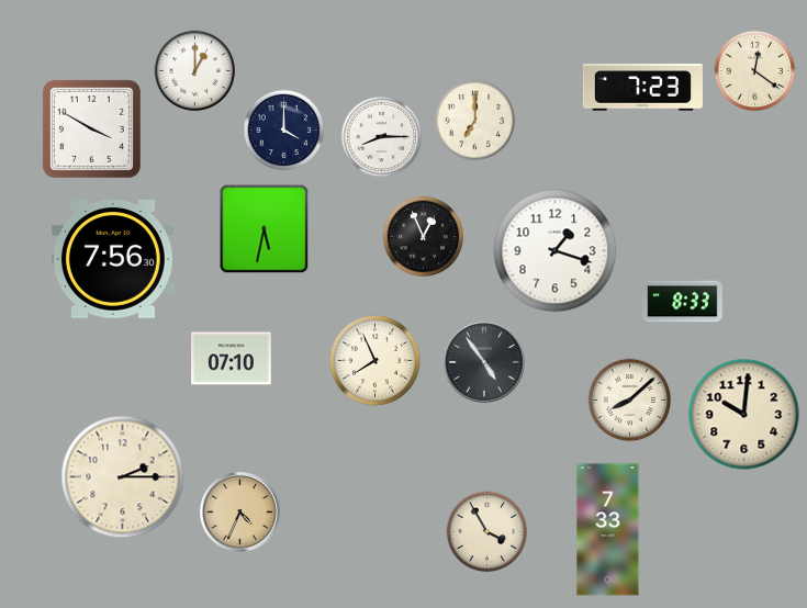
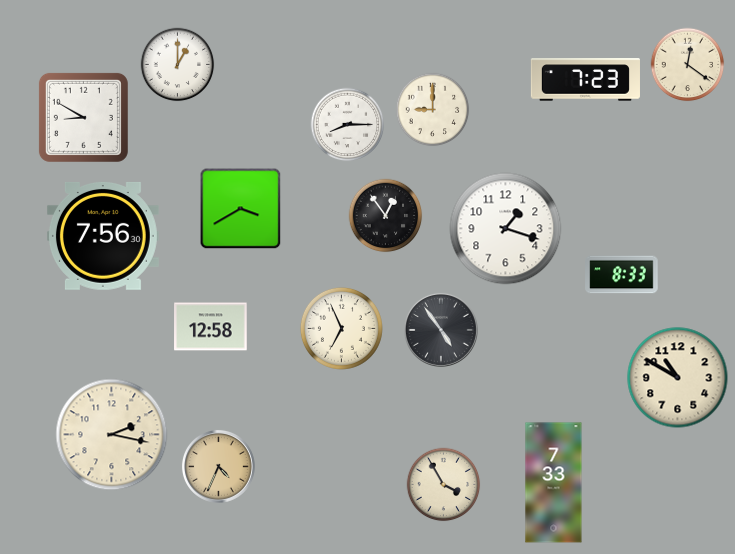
clock at (475, 121): 7:00 -> 9:00
clock at (91, 128): 3:50 -> 8:50
clock at (284, 131): 4:00 -> none
clock at (265, 229): 5:32 -> 3:40
clock at (424, 237): 12:56 -> 12:54
clock at (232, 359): 07:10 -> 12:58
clock at (374, 360): 7:56 -> 6:56
clock at (630, 401): 8:08 -> none
clock at (744, 415): 10:01 -> 10:50
clock at (123, 477): 2:15 -> 2:17
